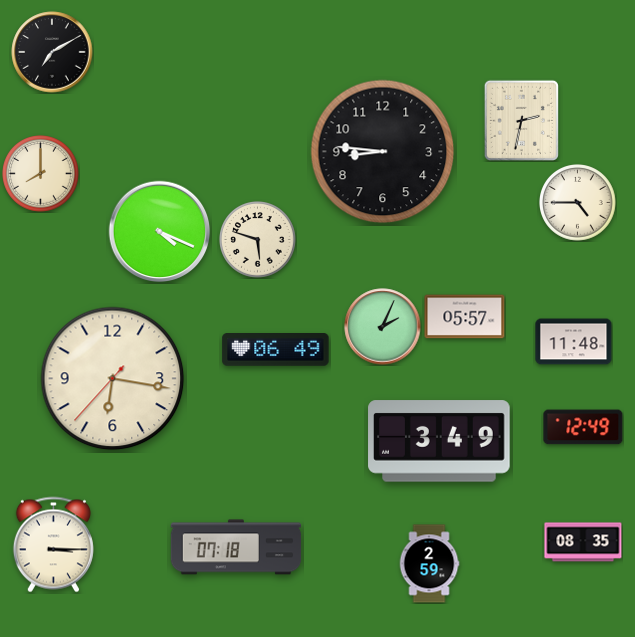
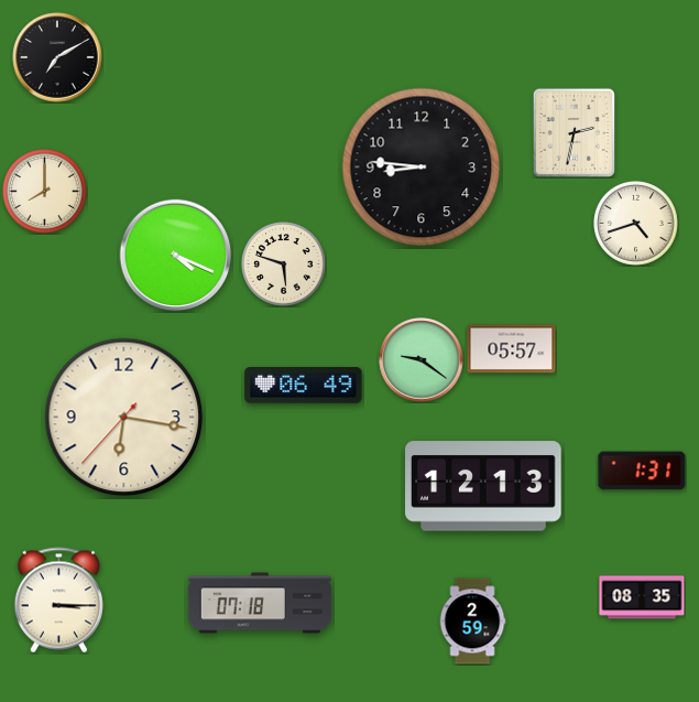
clock at (578, 203): 4:45 -> 4:42
clock at (383, 327): 2:04 -> 9:21
clock at (574, 342): 11:48 -> none
clock at (583, 427): 12:49 -> 1:31
clock at (439, 441): 3:49 -> 12:13
